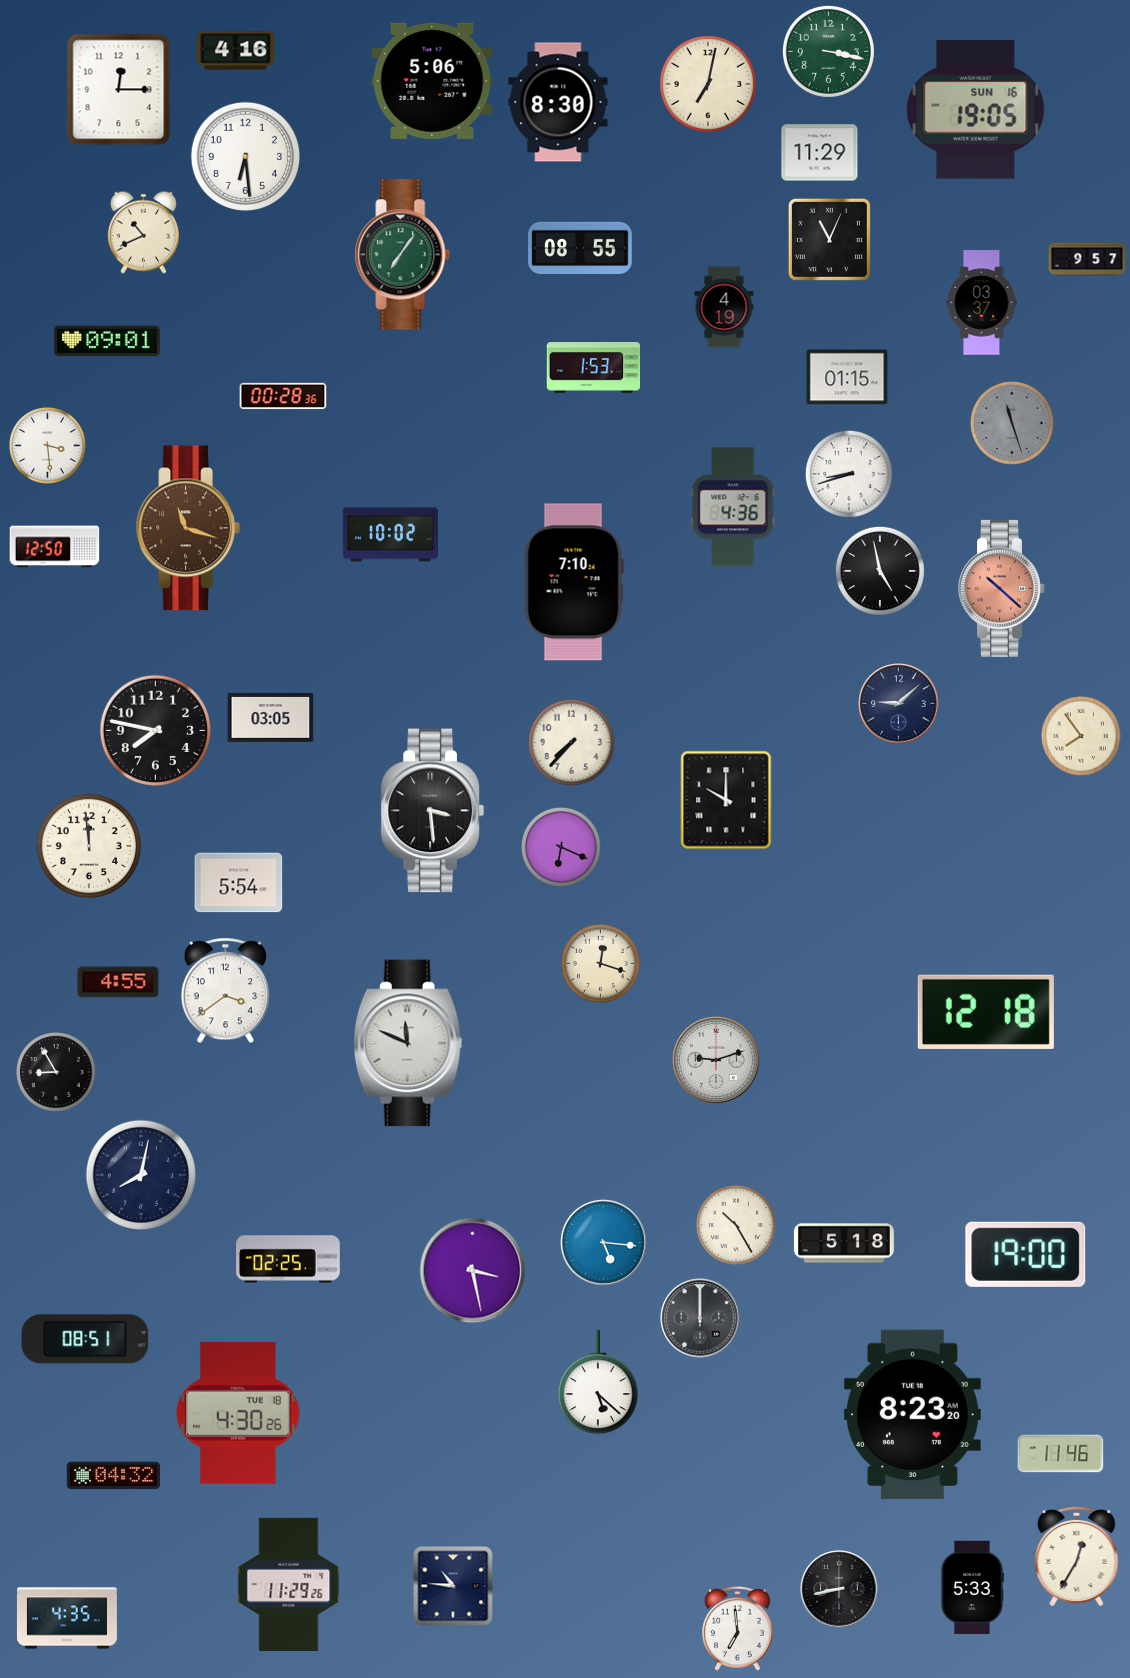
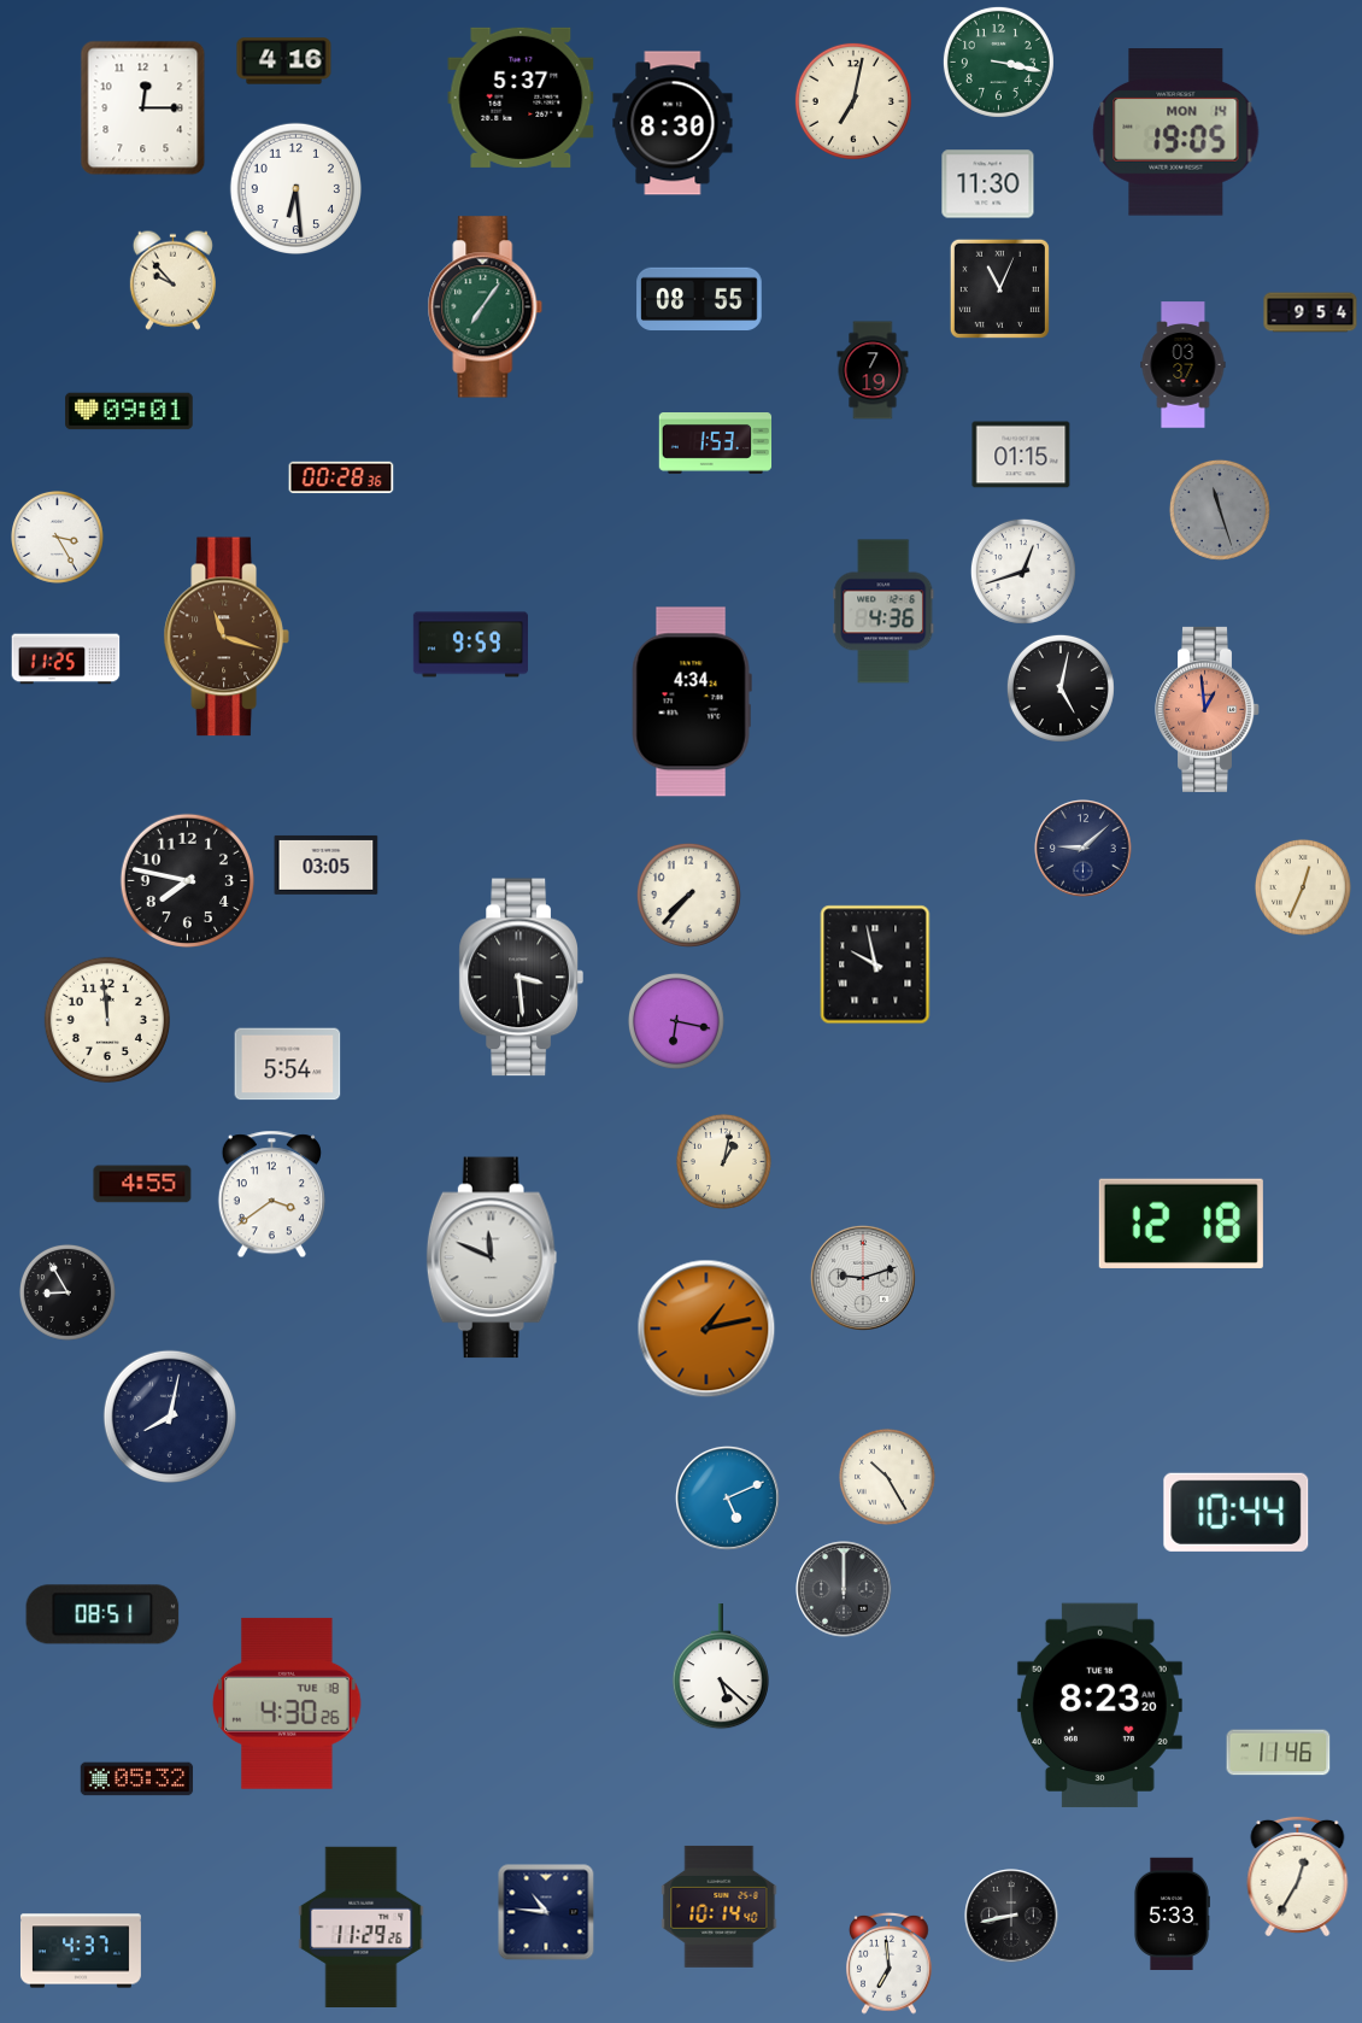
clock at (432, 81): 5:06 -> 5:37
clock at (976, 110) date: SUN 16 -> MON 14
clock at (820, 153): 11:29 -> 11:30
clock at (143, 232): 10:41 -> 9:53
clock at (1087, 259): 9:57 -> 9:54
clock at (724, 307): 4:19 -> 7:19
clock at (48, 446): 3:29 -> 3:25
clock at (849, 474): 8:42 -> 12:42
clock at (390, 535): 10:02 -> 9:59
clock at (55, 547): 12:50 -> 11:25
clock at (880, 571): 4:58 -> 5:02
clock at (574, 582): 7:10 -> 4:34
clock at (1002, 588): 10:22 -> 12:59
clock at (1081, 736): 7:54 -> 12:34
clock at (726, 800): 10:00 -> 9:58
clock at (561, 847): 6:19 -> 6:17
clock at (600, 963): 12:18 -> 1:02
clock at (986, 1012) position: (986, 1012) -> (1181, 1224)
clock at (706, 1329): none -> 1:13
clock at (603, 1242): 5:16 -> 5:11
clock at (844, 1243): 5:18 -> none
clock at (1026, 1254): 19:00 -> 10:44
clock at (288, 1259): 02:25 -> none
clock at (473, 1271): 3:28 -> none
clock at (114, 1476): 04:32 -> 05:32
clock at (720, 1906): none -> 10:14
clock at (289, 1584) position: (289, 1584) -> (362, 1927)
clock at (67, 1618): 4:35 -> 4:37
